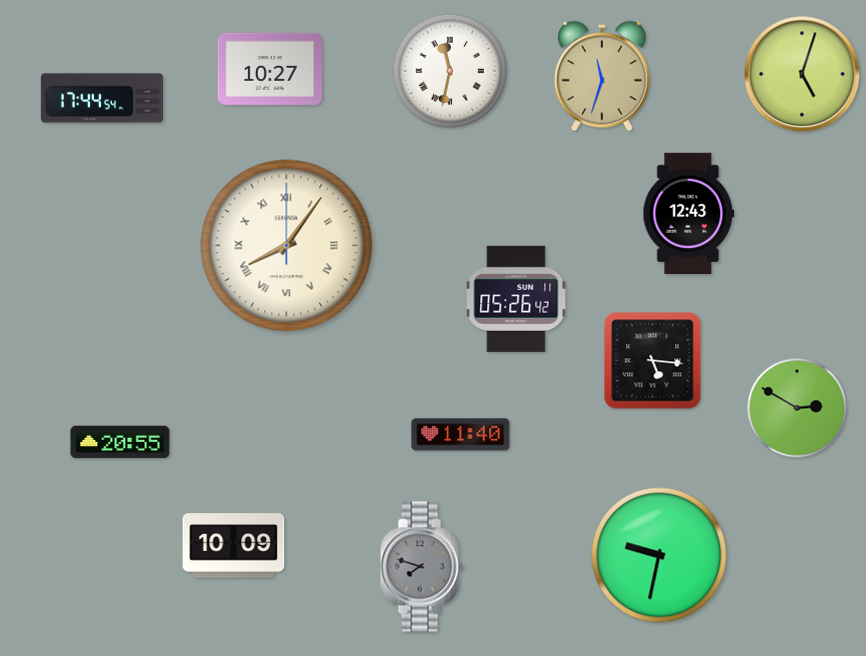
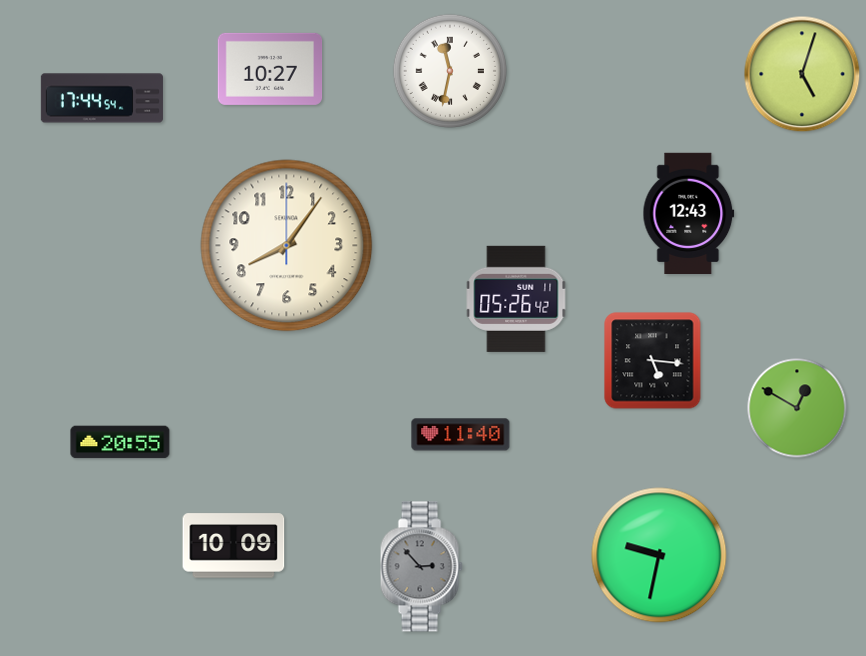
clock at (603, 76): 11:33 -> none
clock at (287, 246) numerals: Roman -> Arabic
clock at (797, 408): 2:50 -> 12:50
clock at (421, 567): 7:48 -> 2:53
